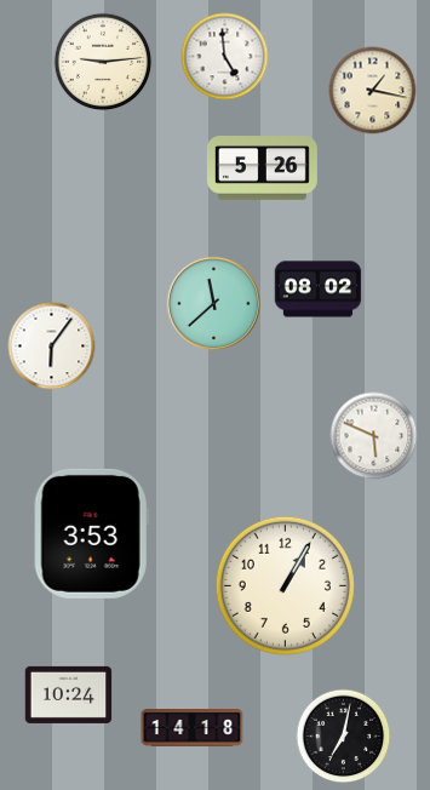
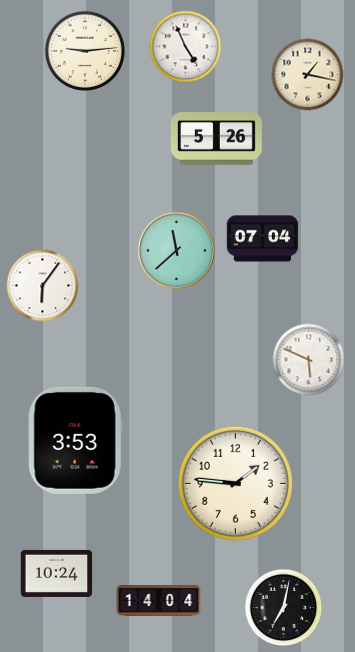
clock at (225, 57): 4:59 -> 4:56
clock at (319, 290): 08:02 -> 07:04
clock at (285, 585): 1:05 -> 1:46
clock at (193, 728): 14:18 -> 14:04
